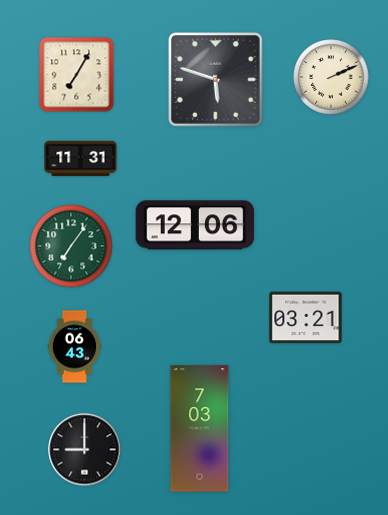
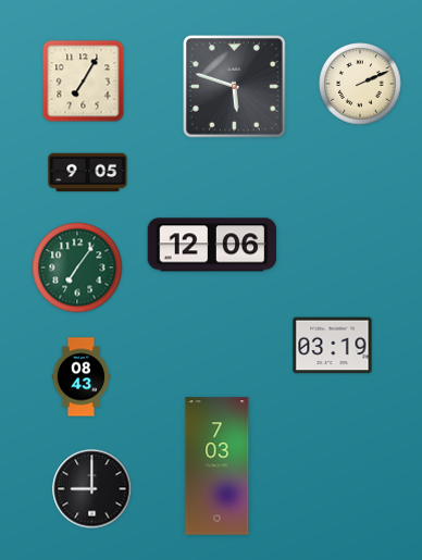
clock at (81, 159): 11:31 -> 9:05
clock at (306, 318): 03:21 -> 03:19
clock at (75, 347): 06:43 -> 08:43
